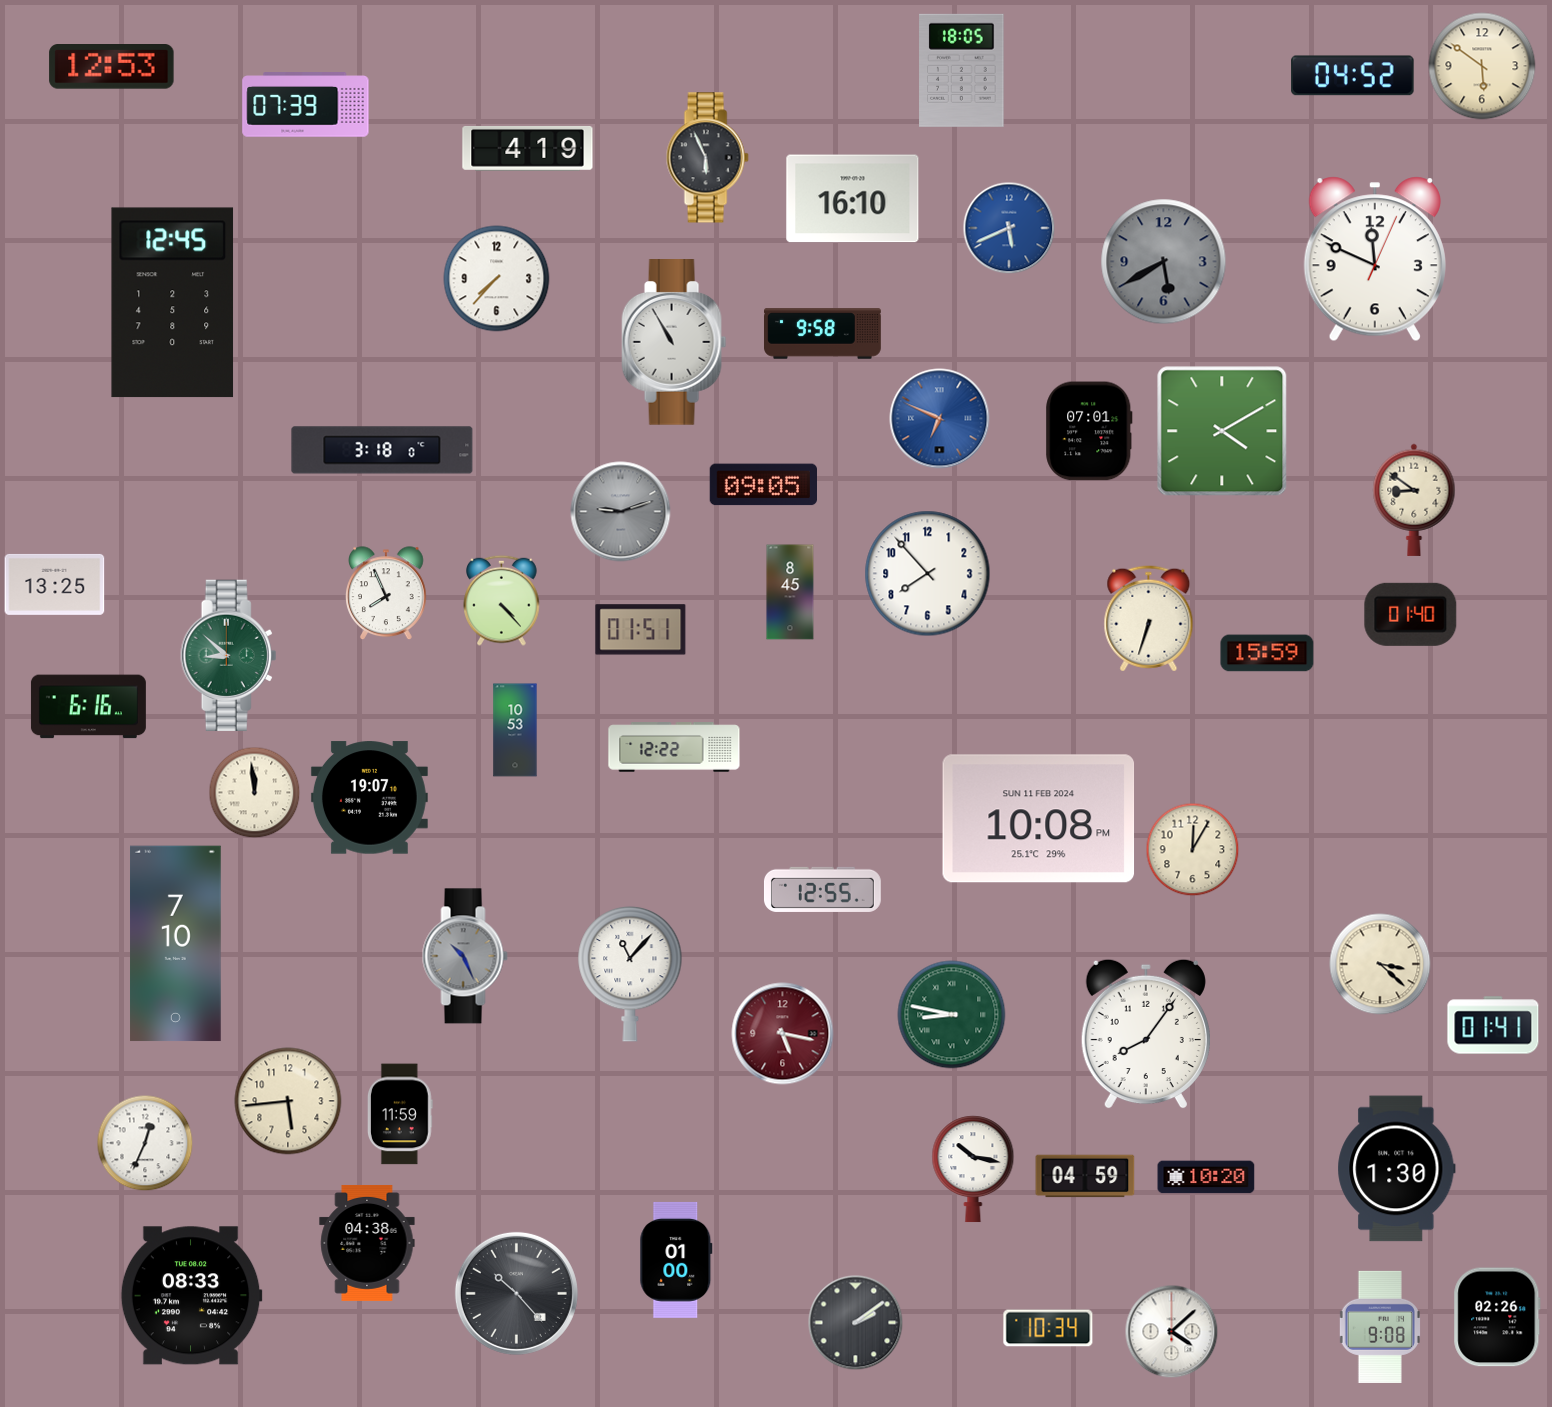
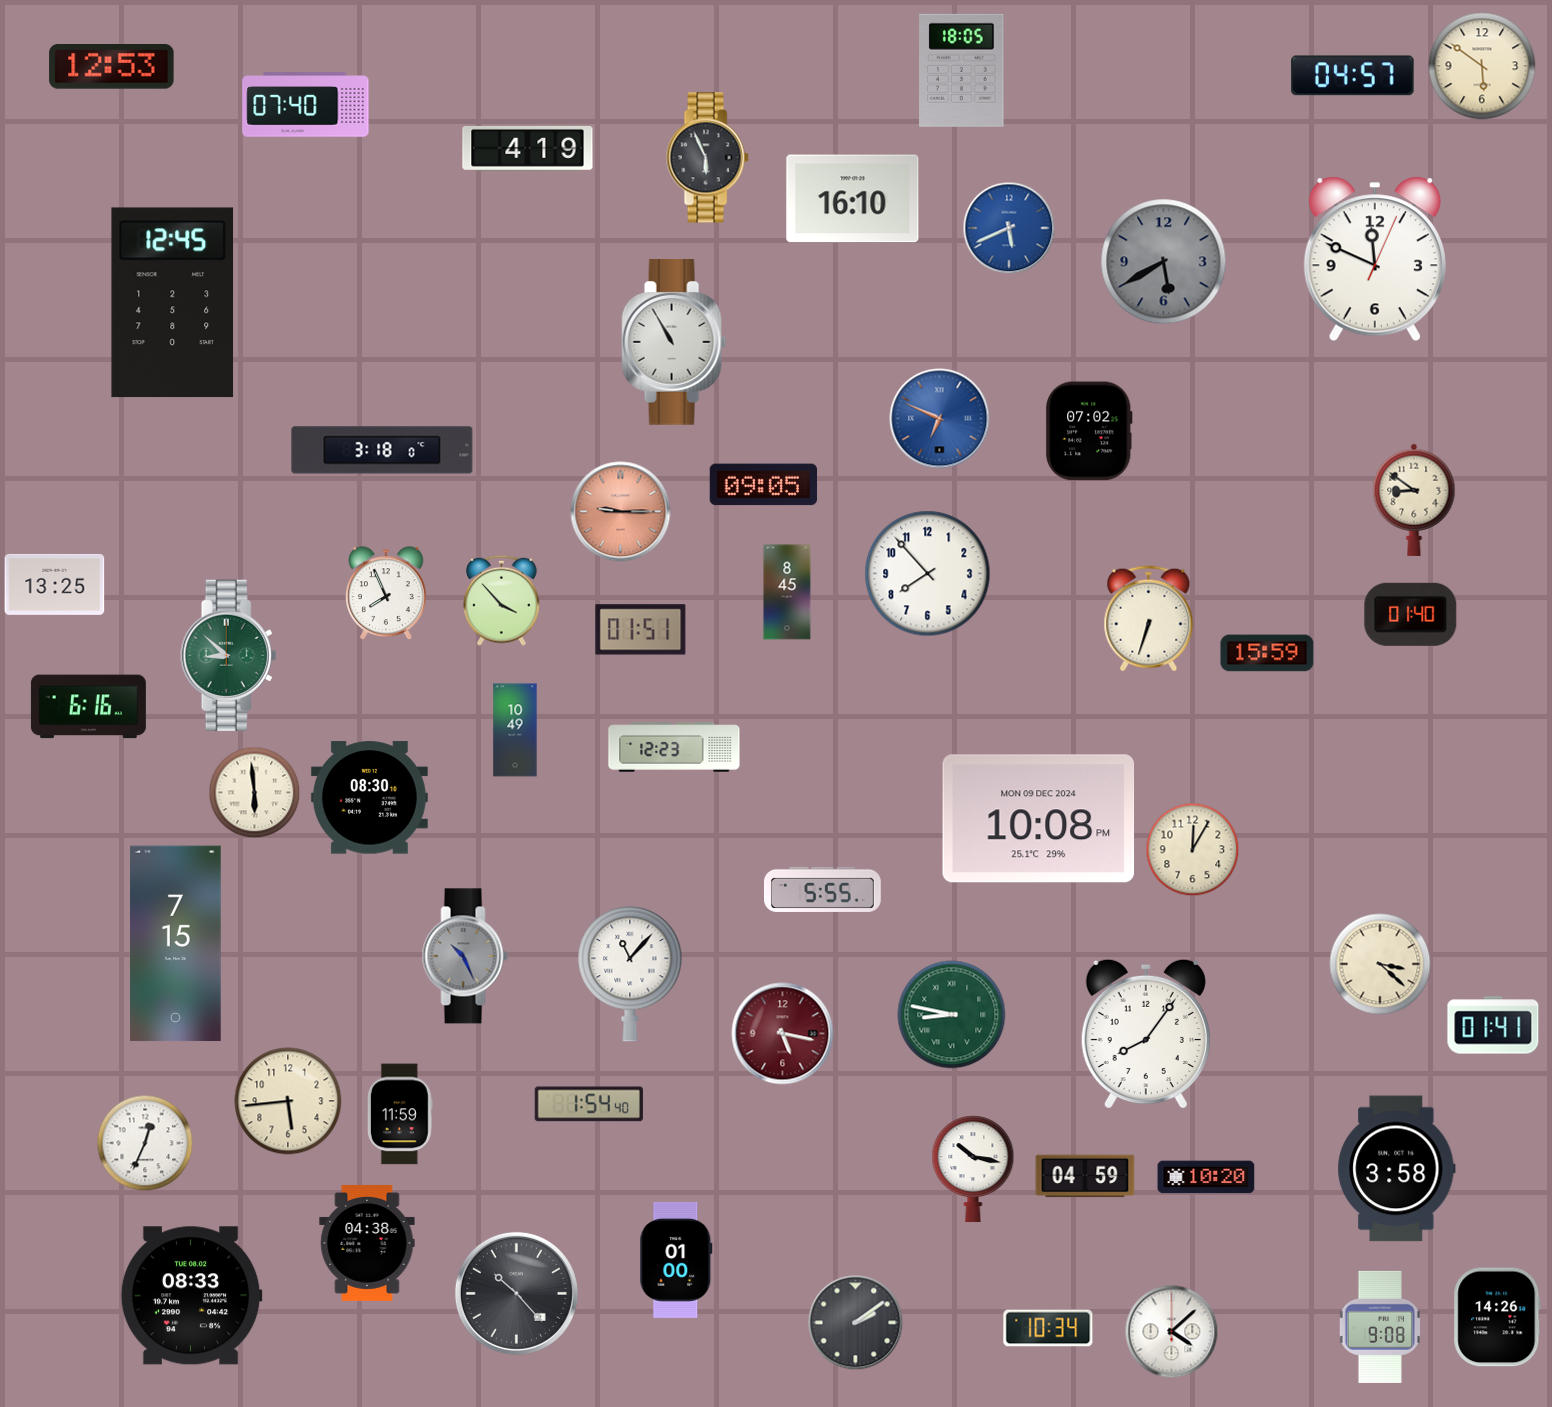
clock at (1353, 76): 04:52 -> 04:57
clock at (306, 105): 07:39 -> 07:40
clock at (497, 279): 7:37 -> none
clock at (823, 334): 9:58 -> none
clock at (1089, 431): 07:01 -> 07:02
clock at (1222, 431): 4:10 -> none
clock at (621, 512): 9:12 -> 9:15
clock at (621, 512) dial: grey -> salmon
clock at (790, 592) position: (790, 592) -> (787, 592)
clock at (502, 600): 4:23 -> 3:53
clock at (515, 730): 10:53 -> 10:49
clock at (674, 747): 12:22 -> 12:23
clock at (254, 792): 11:59 -> 5:59
clock at (369, 798): 19:07 -> 08:30
clock at (1039, 819) date: SUN 11 FEB 2024 -> MON 09 DEC 2024
clock at (822, 889): 12:55 -> 5:55
clock at (176, 944): 7:10 -> 7:15
clock at (589, 1104): none -> 1:54
clock at (1397, 1169): 1:30 -> 3:58
clock at (1497, 1317): 02:26 -> 14:26
